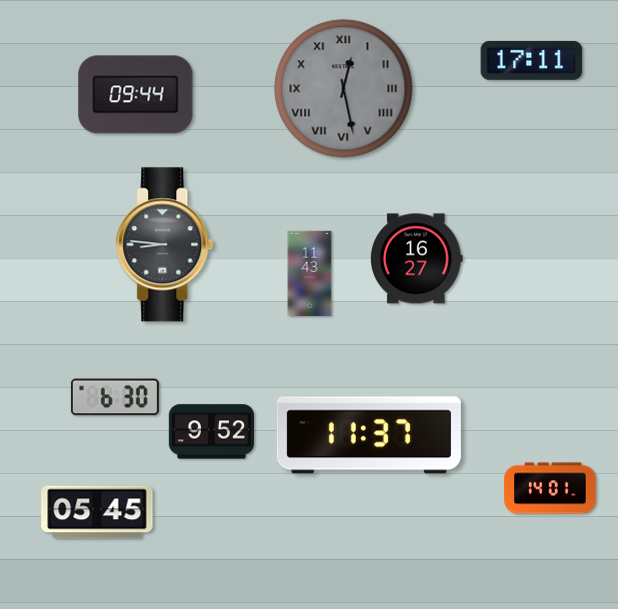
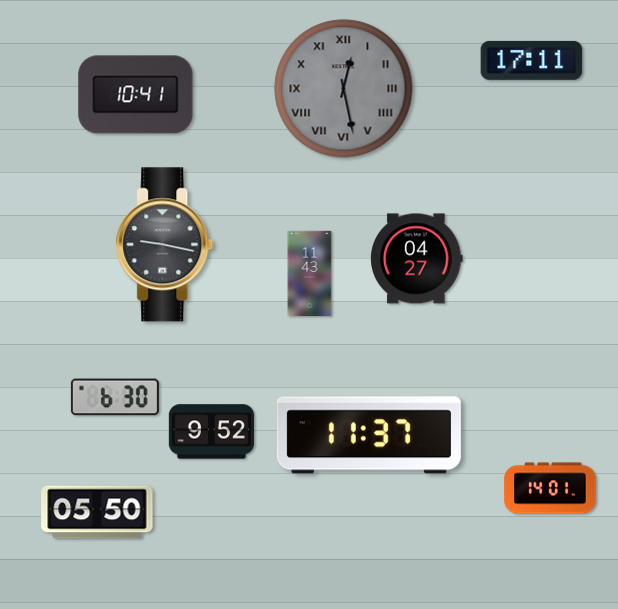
clock at (136, 95): 09:44 -> 10:41
clock at (165, 245): 8:46 -> 9:17
clock at (417, 259): 16:27 -> 04:27
clock at (97, 512): 05:45 -> 05:50
